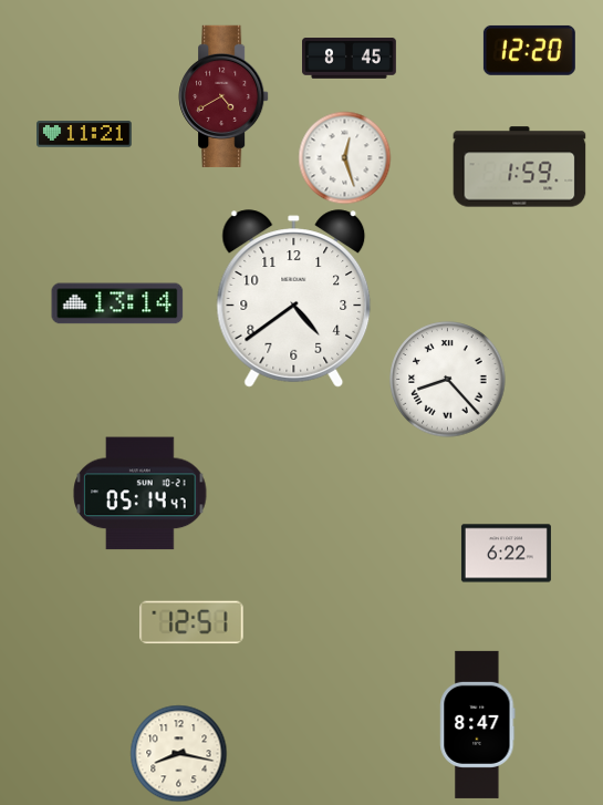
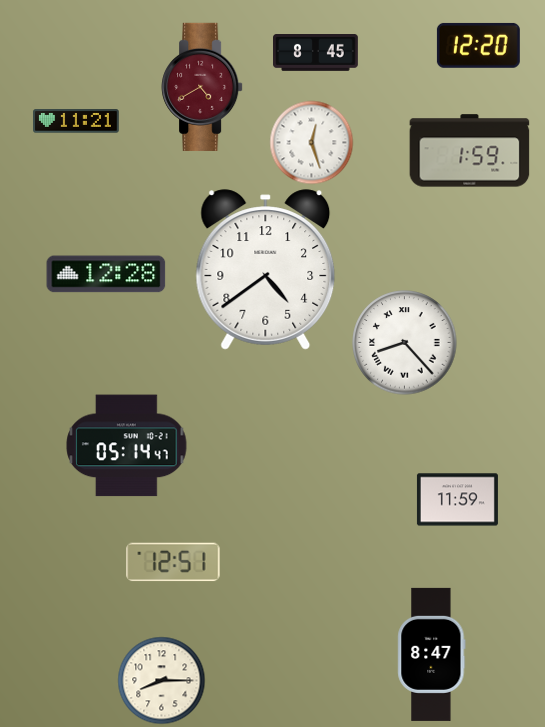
clock at (117, 303): 13:14 -> 12:28
clock at (506, 554): 6:22 -> 11:59
clock at (178, 753): 8:17 -> 8:15
